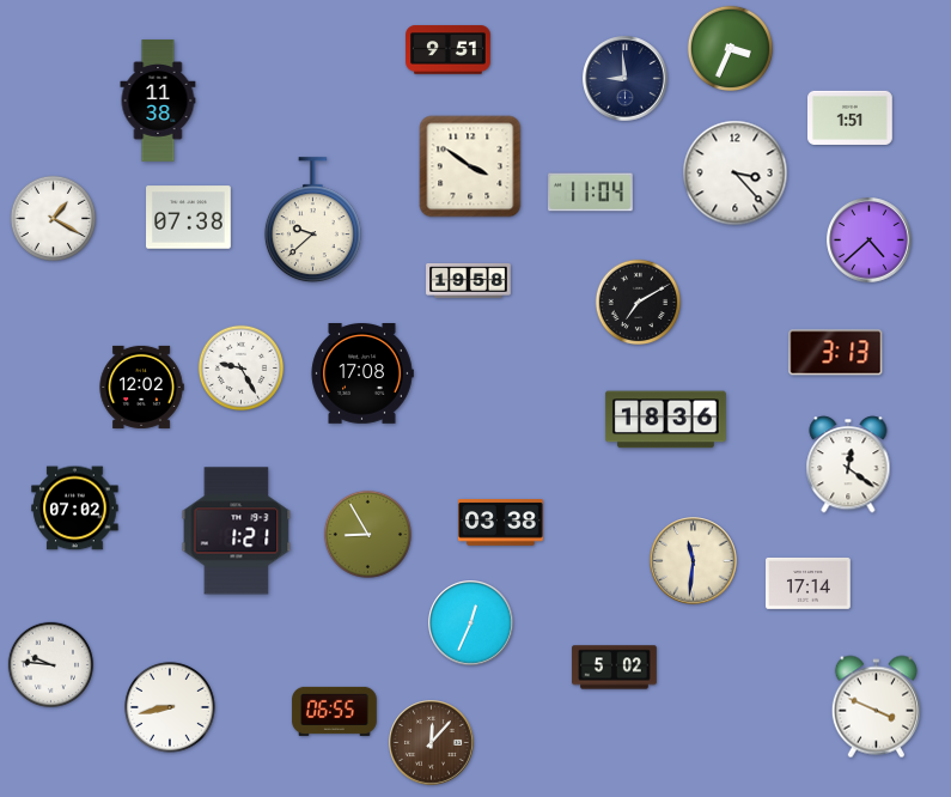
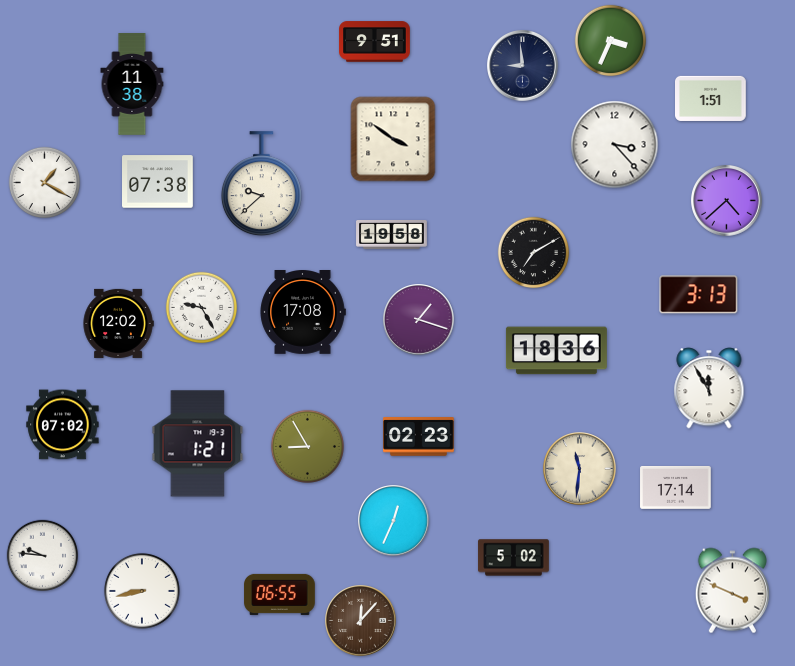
clock at (591, 193): 11:04 -> none
clock at (419, 320): none -> 1:18
clock at (848, 464): 12:21 -> 11:55
clock at (501, 523): 03:38 -> 02:23
